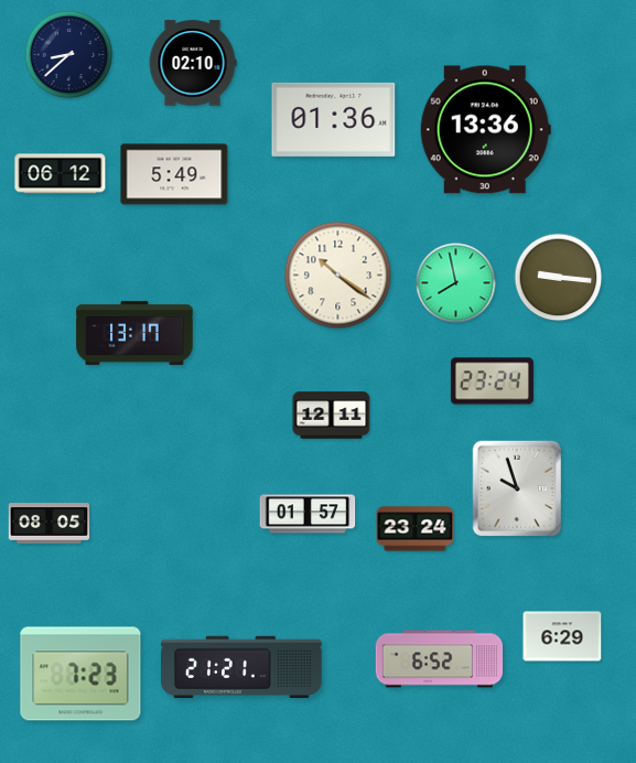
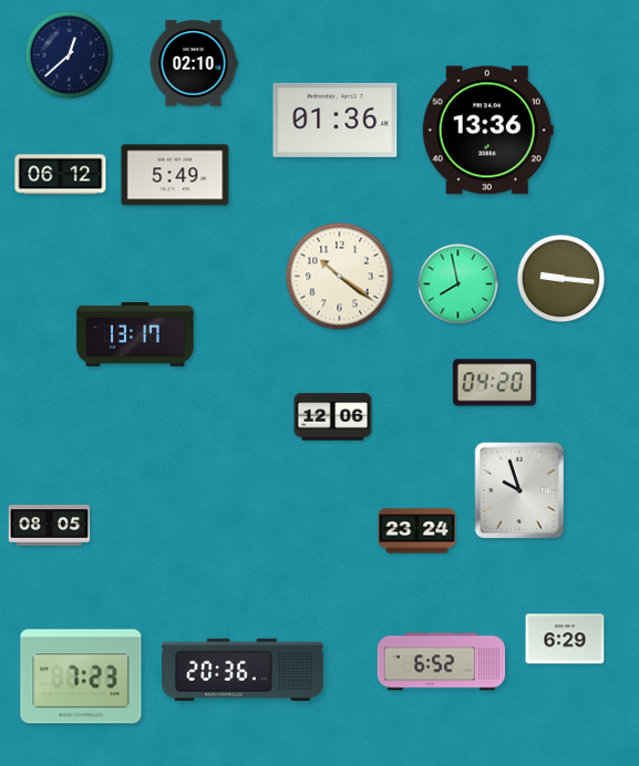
clock at (69, 55): 8:38 -> 12:38
clock at (492, 382): 23:24 -> 04:20
clock at (332, 416): 12:11 -> 12:06
clock at (308, 514): 01:57 -> none
clock at (242, 667): 21:21 -> 20:36
